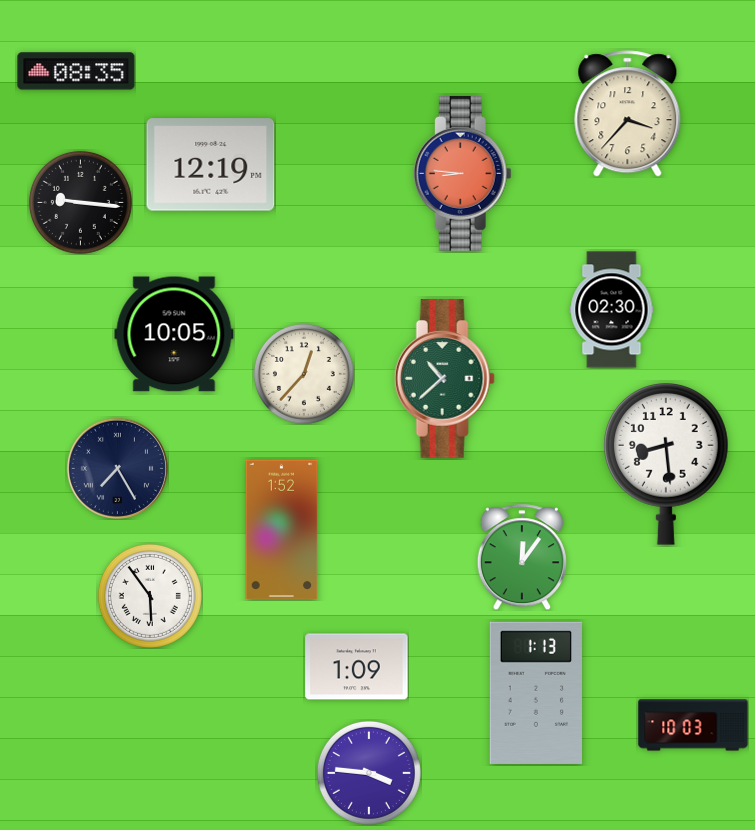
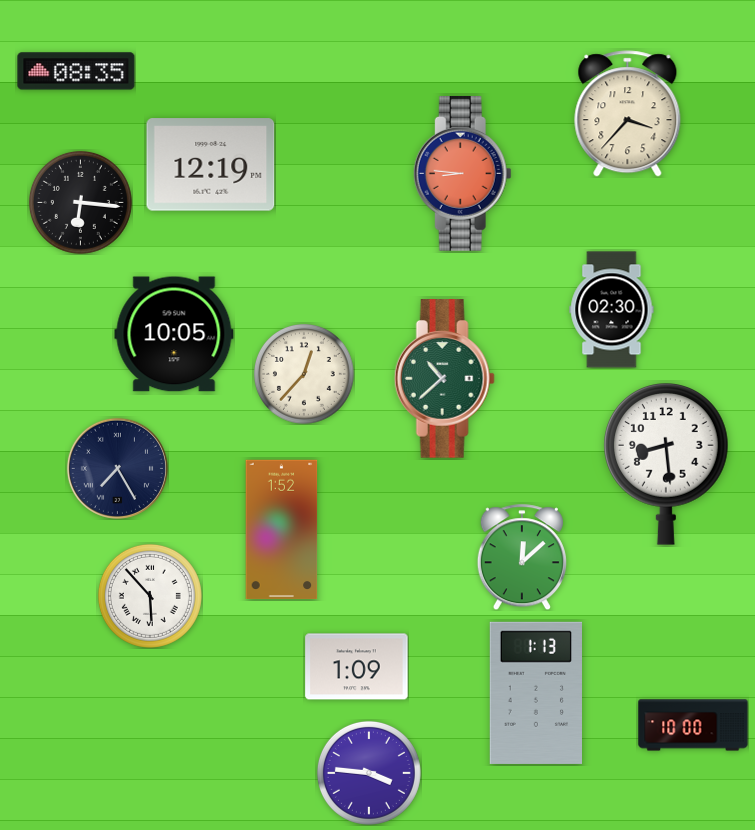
clock at (80, 202): 9:16 -> 6:16
clock at (522, 557): 12:06 -> 12:08
clock at (150, 596): 5:54 -> 5:53
clock at (693, 725): 10:03 -> 10:00
